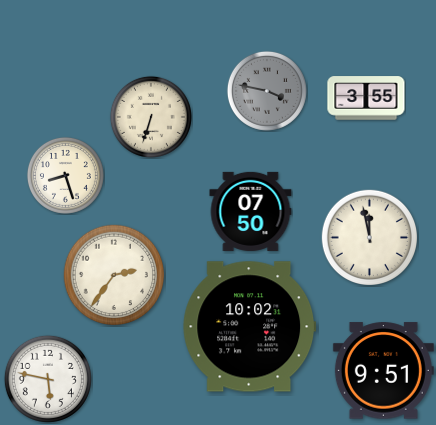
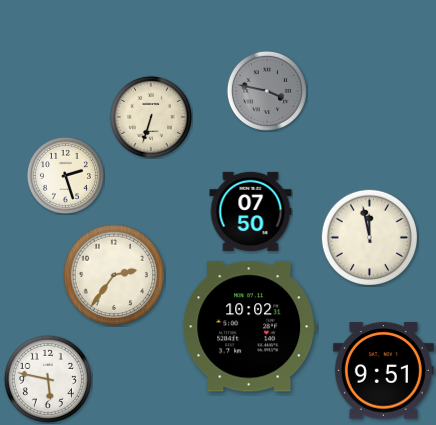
clock at (366, 98): 3:55 -> none
clock at (65, 175): 8:27 -> 2:27
